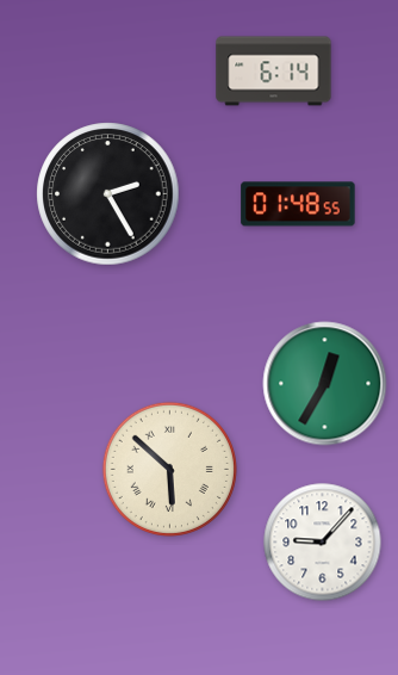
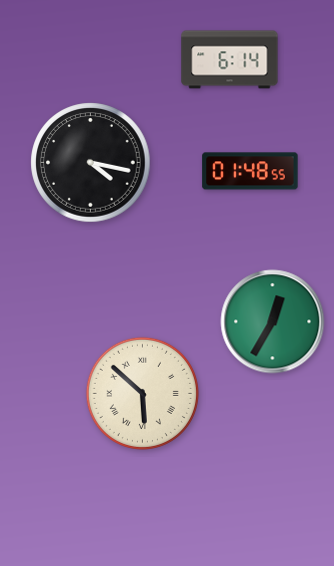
clock at (108, 194): 2:25 -> 4:17
clock at (323, 543): 9:07 -> none
